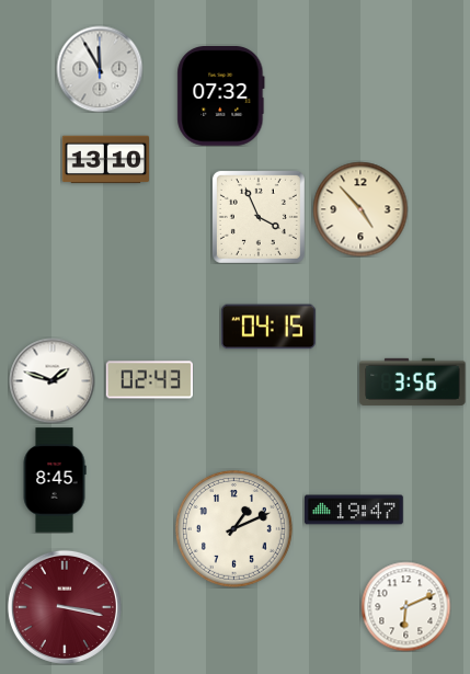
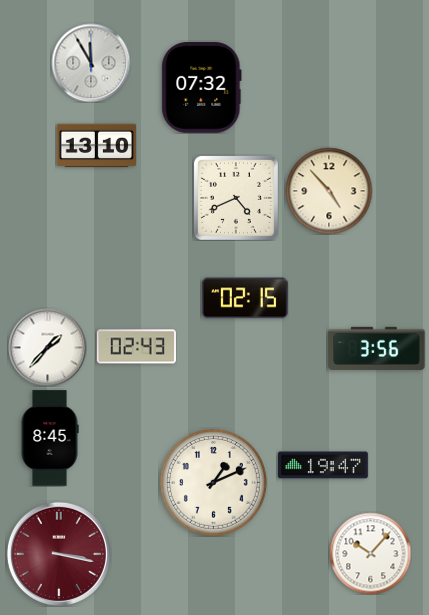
clock at (259, 217): 3:56 -> 4:41
clock at (268, 327): 04:15 -> 02:15
clock at (51, 380): 1:48 -> 1:37
clock at (405, 606): 6:11 -> 10:07
